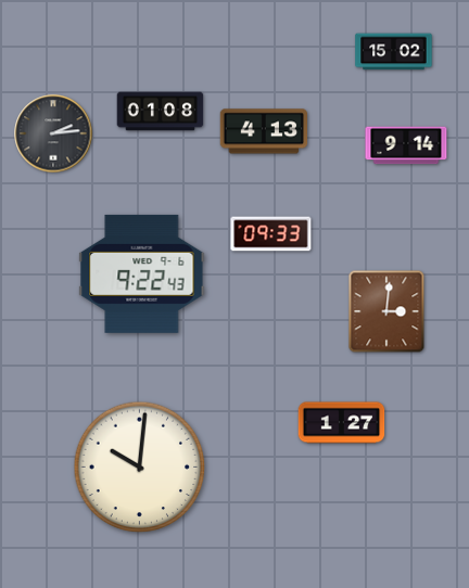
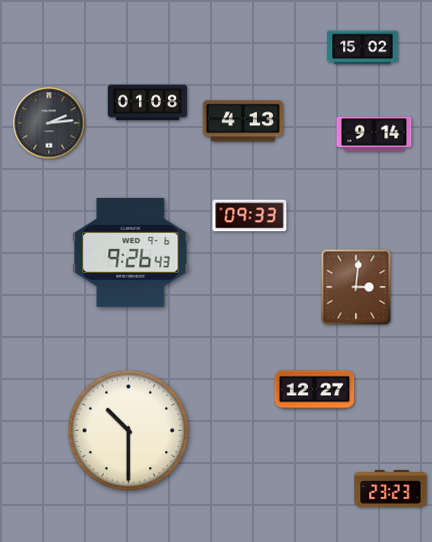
clock at (142, 273): 9:22 -> 9:26
clock at (342, 423): 1:27 -> 12:27
clock at (140, 468): 10:01 -> 10:30
clock at (391, 488): none -> 23:23
